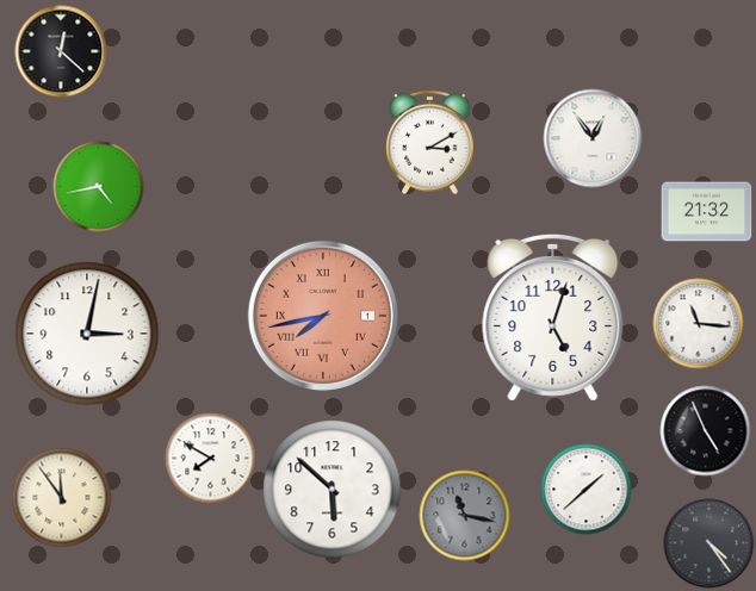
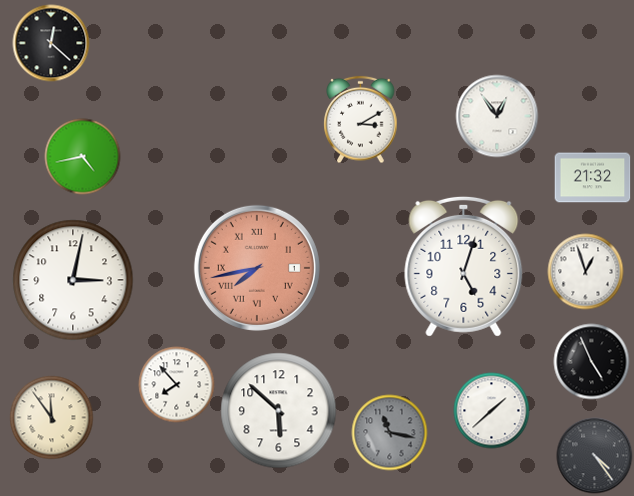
clock at (323, 316) position: (323, 316) -> (257, 268)
clock at (699, 324): 11:16 -> 12:57
clock at (211, 459): 7:50 -> 7:53
